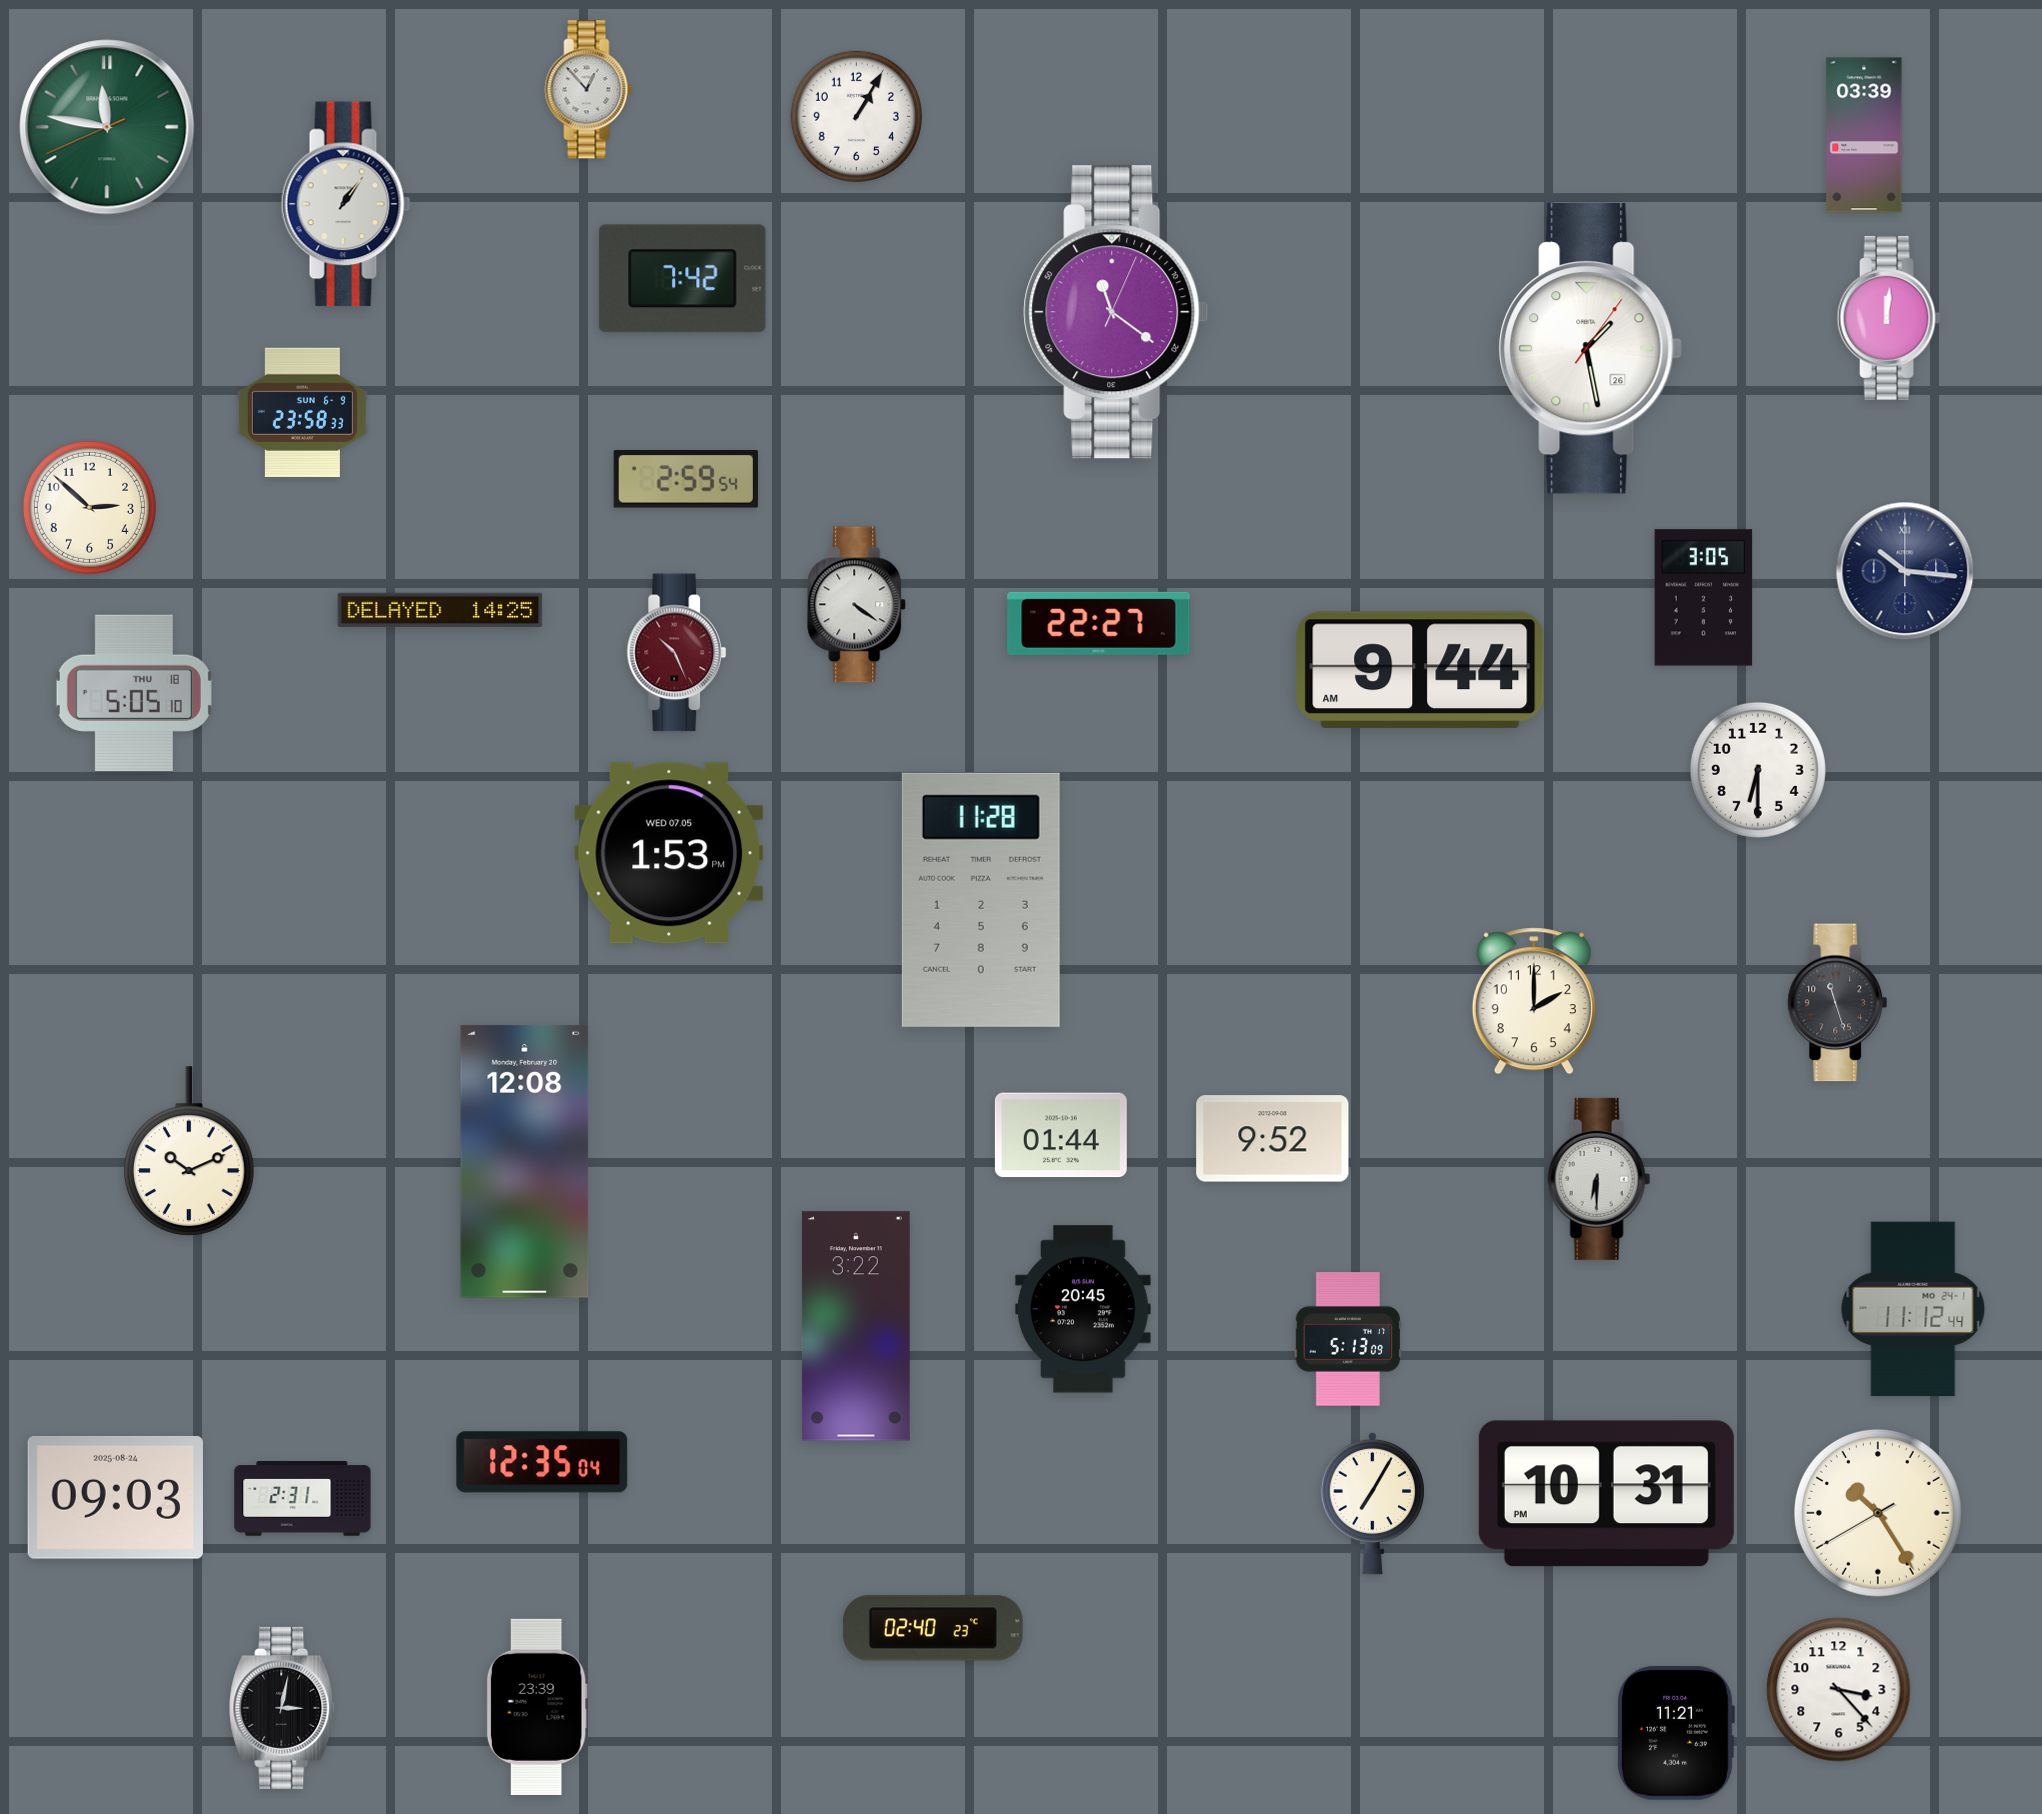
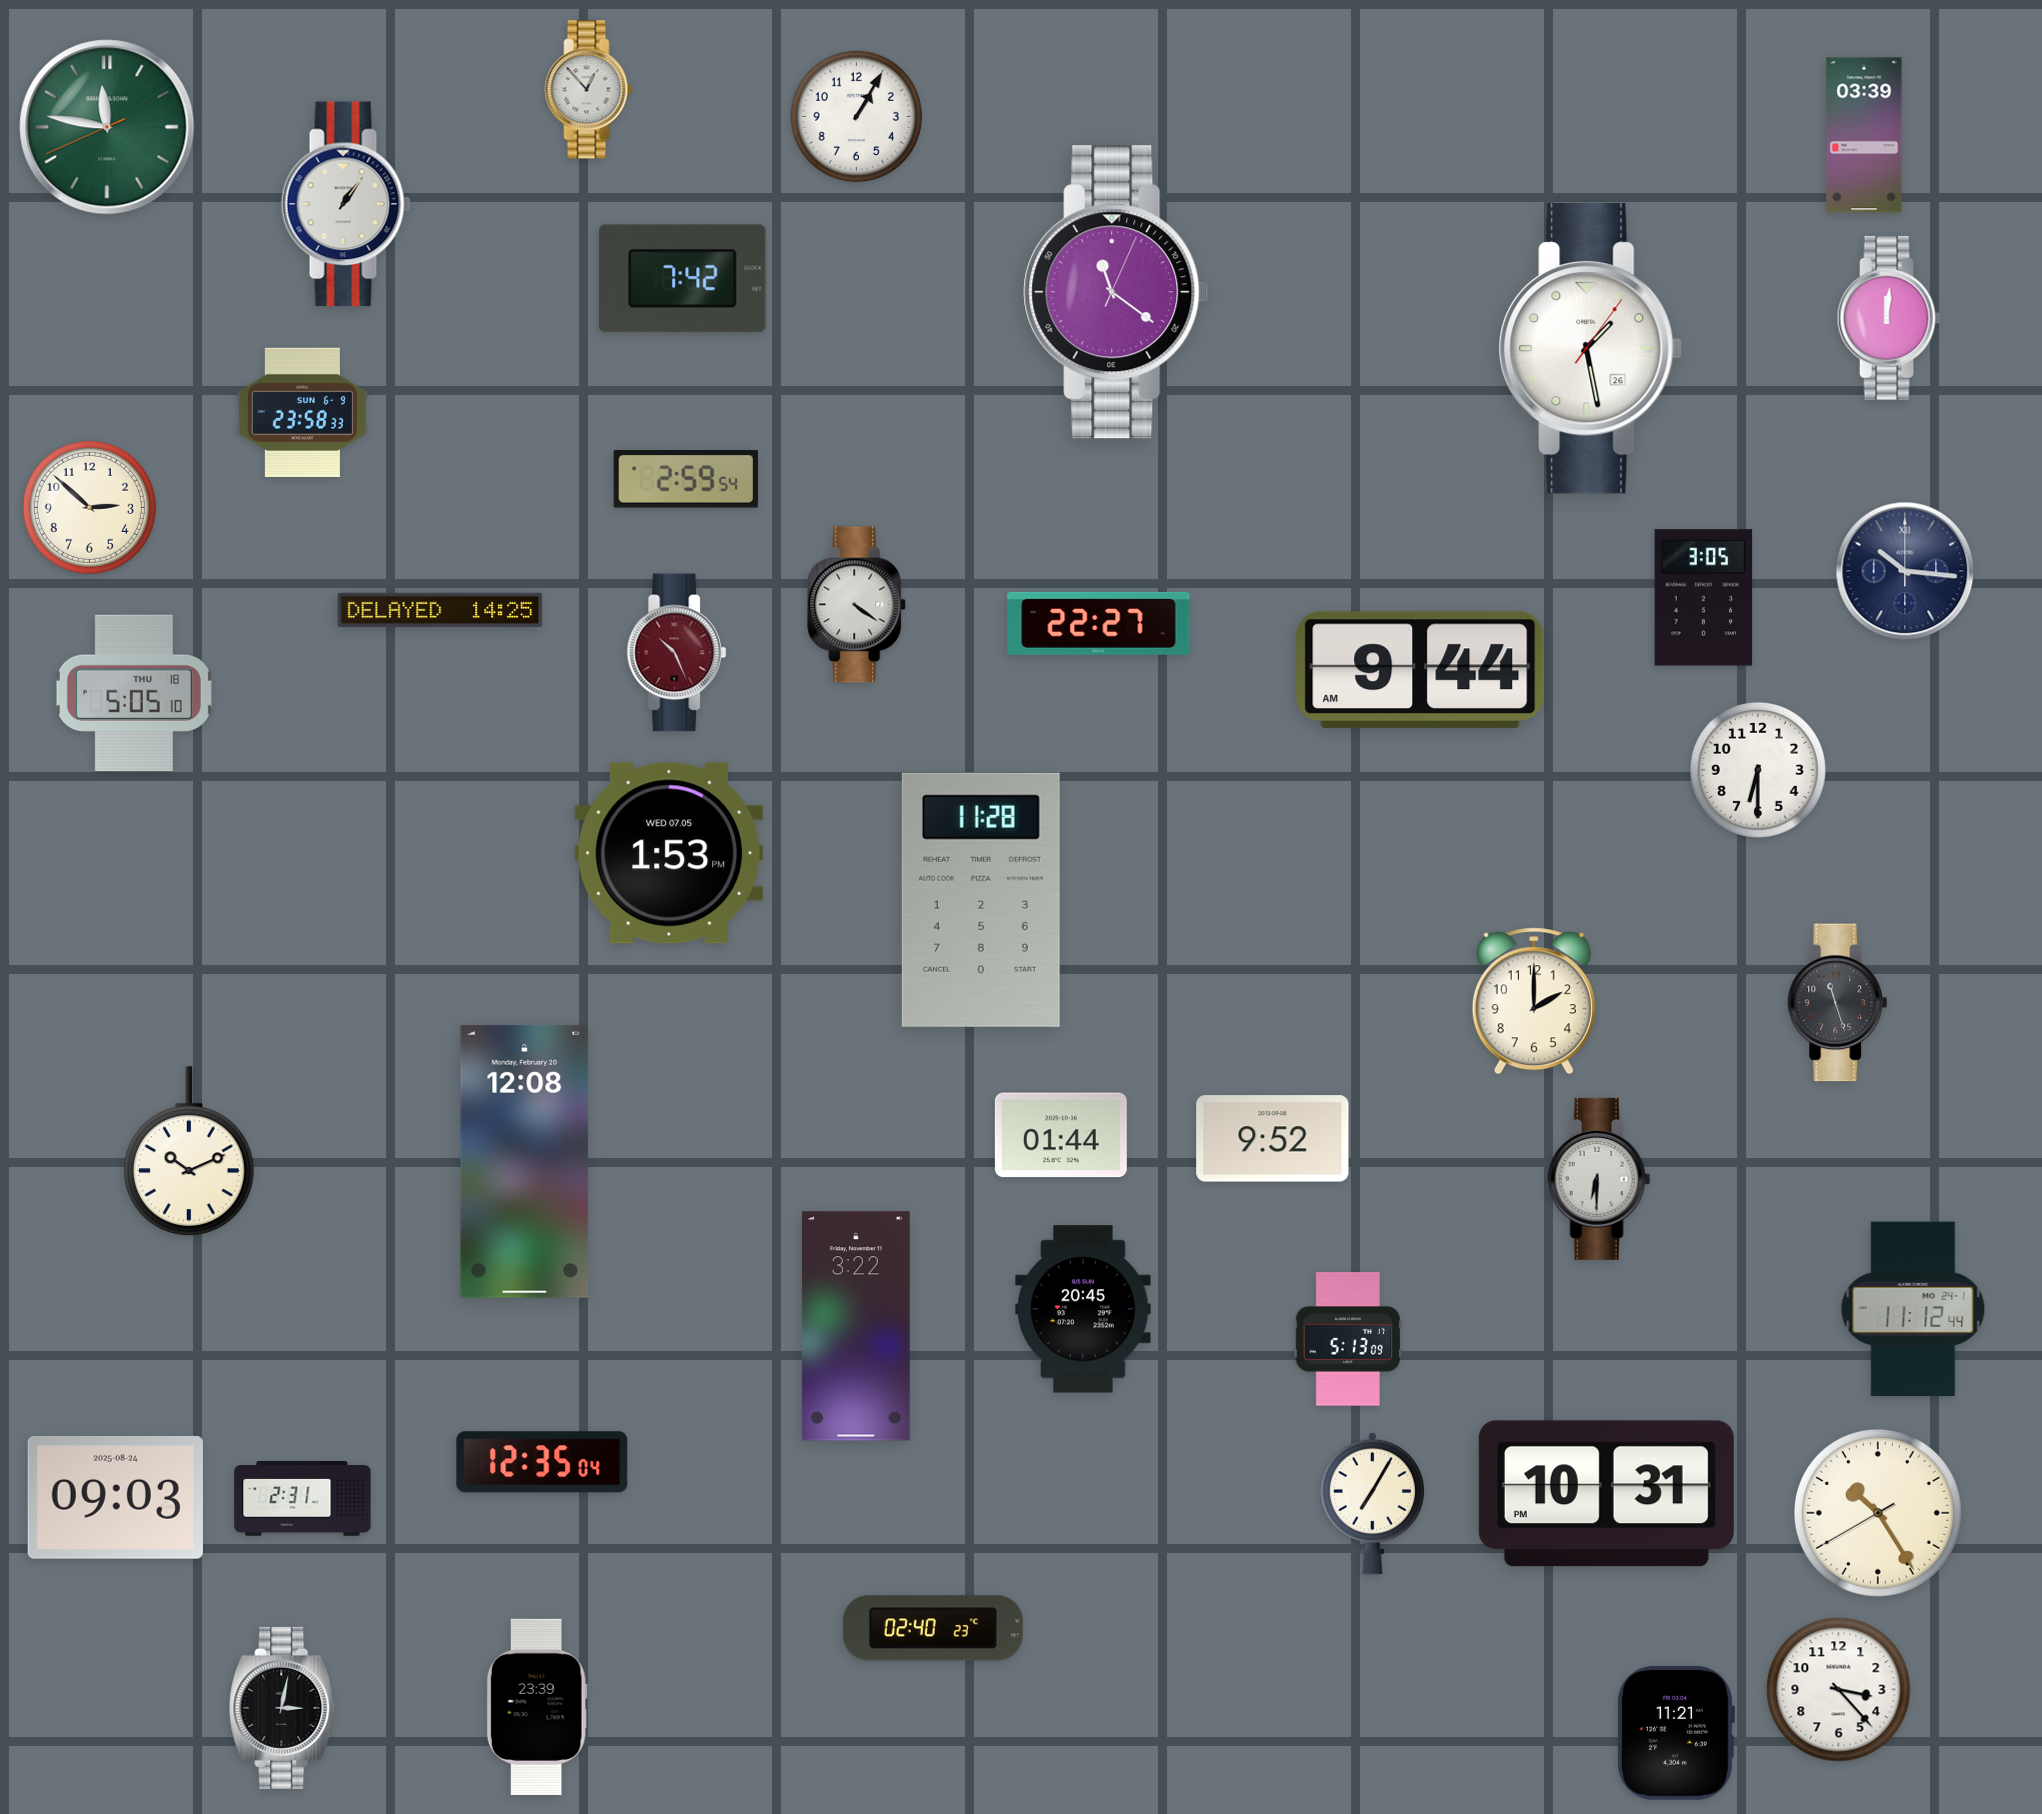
clock at (1116, 312) position: (1116, 312) -> (1116, 292)
